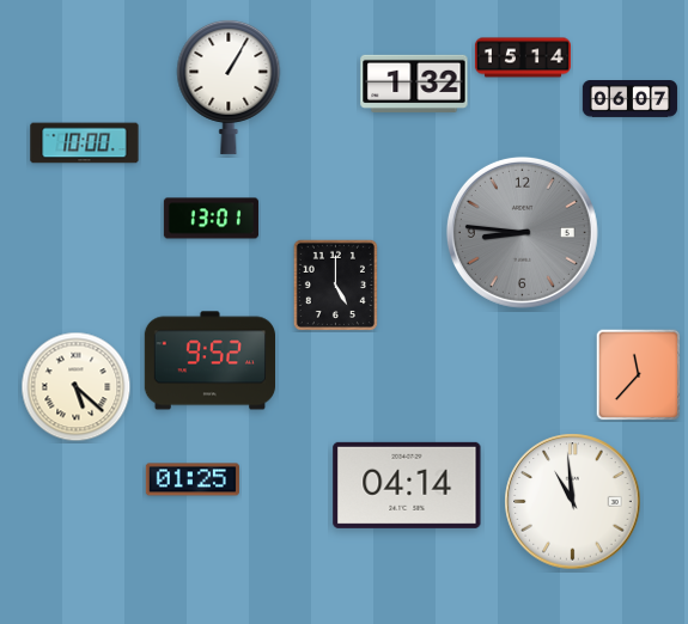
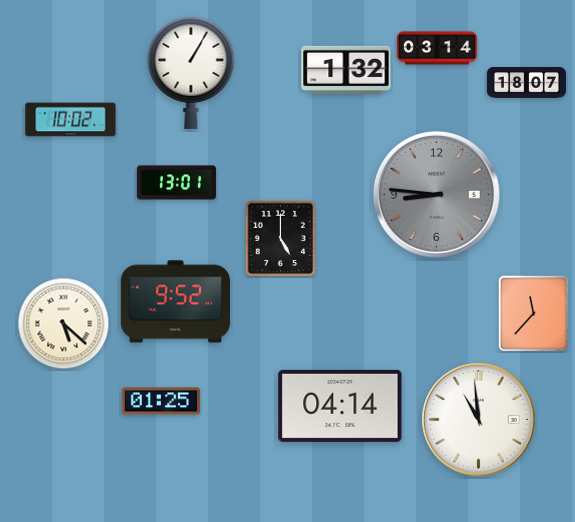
clock at (523, 57): 15:14 -> 03:14
clock at (629, 99): 06:07 -> 18:07
clock at (85, 143): 10:00 -> 10:02
